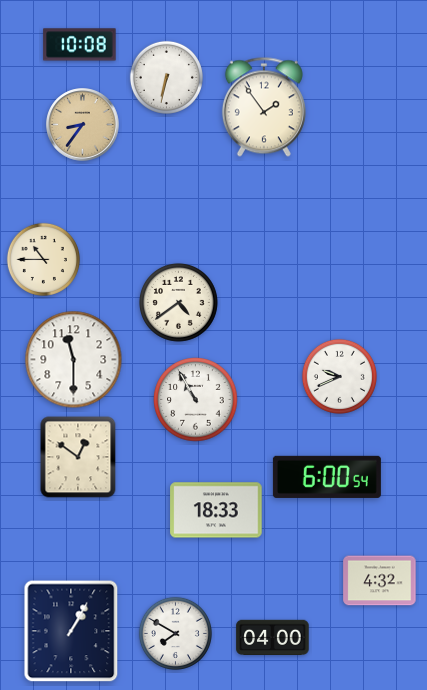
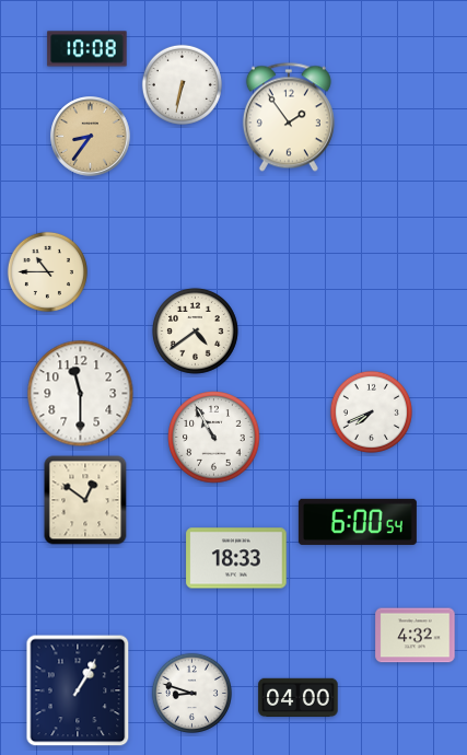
clock at (43, 259) position: (43, 259) -> (47, 271)
clock at (339, 376): 9:41 -> 7:41
clock at (175, 633): 7:50 -> 8:48
